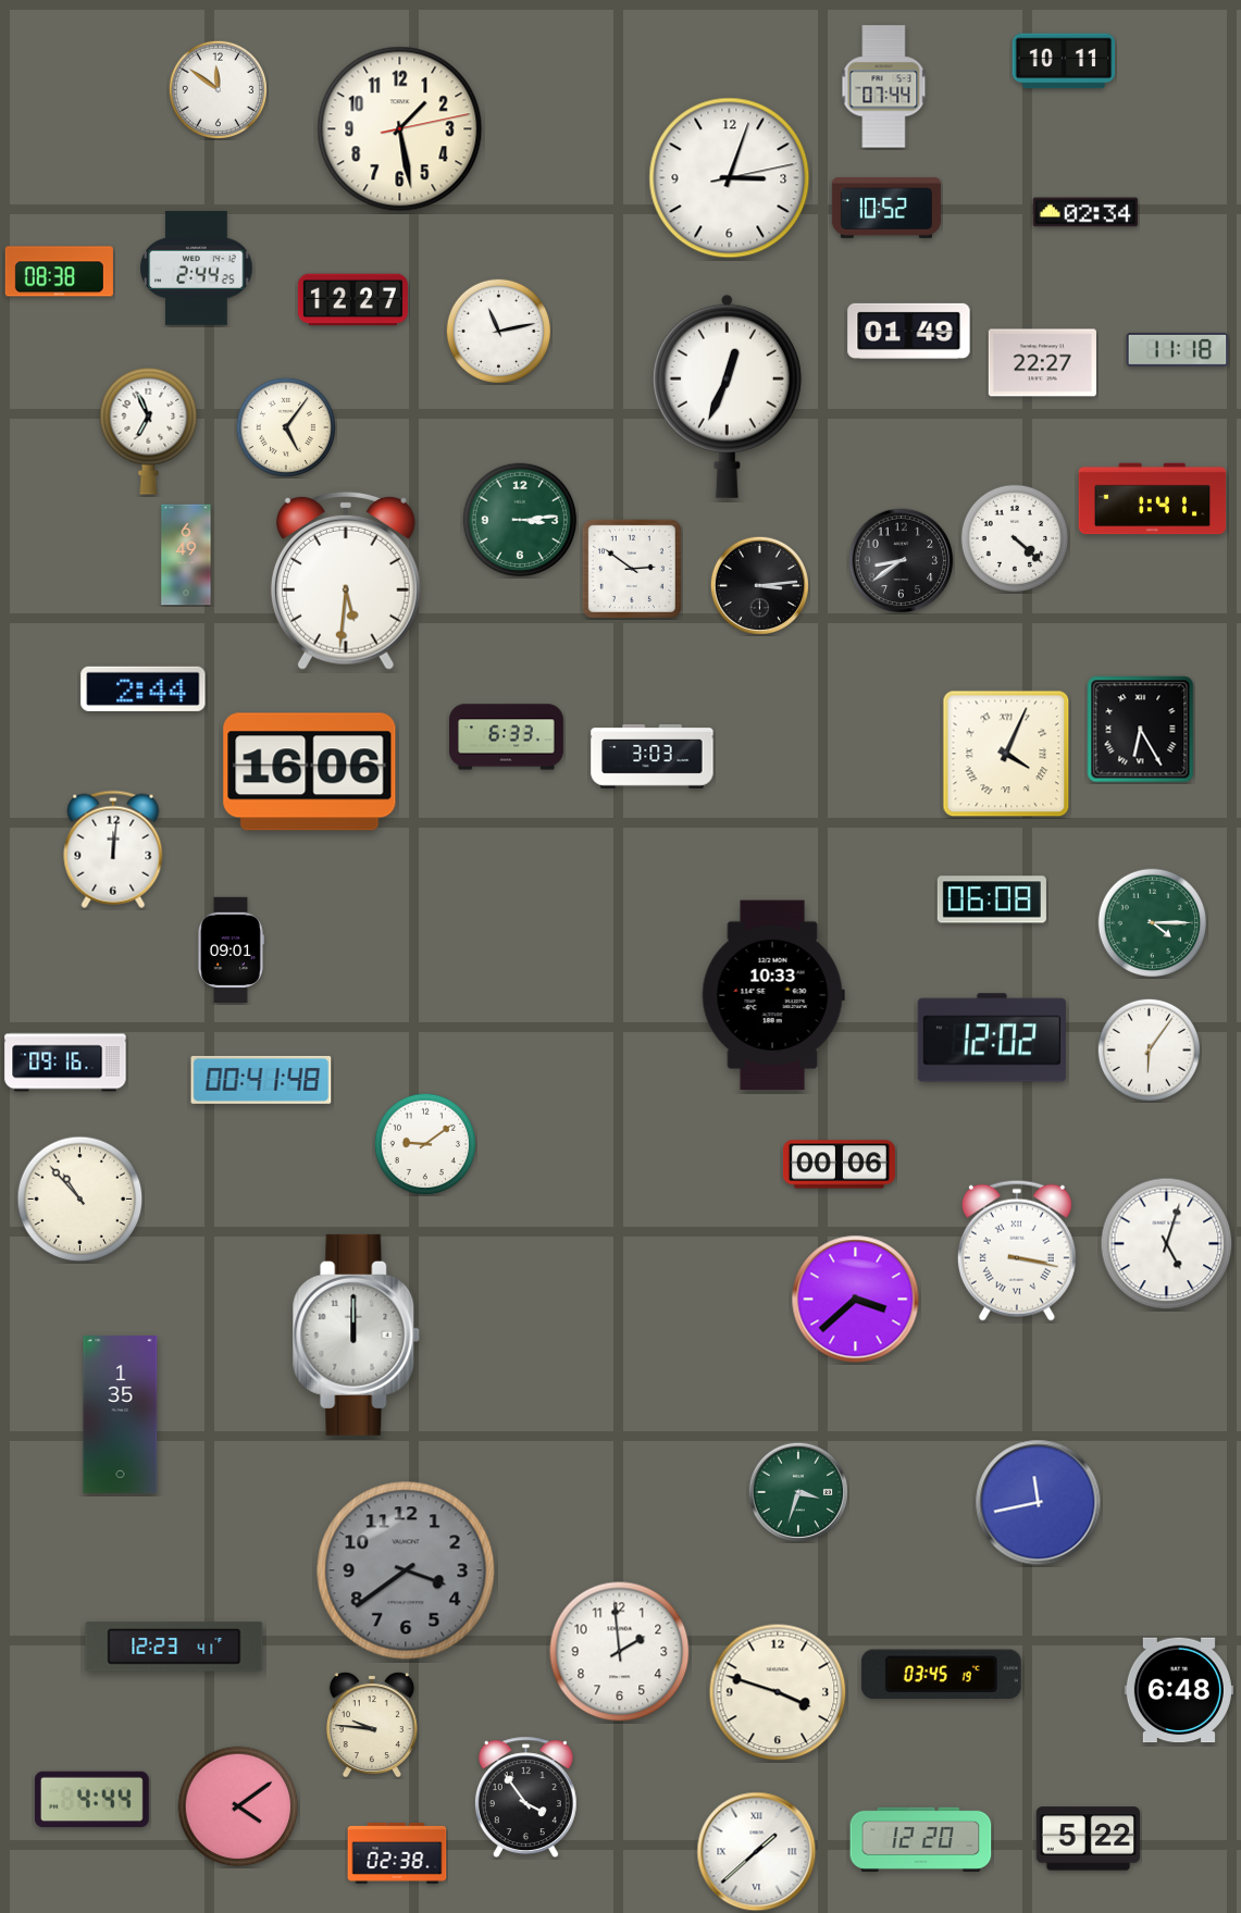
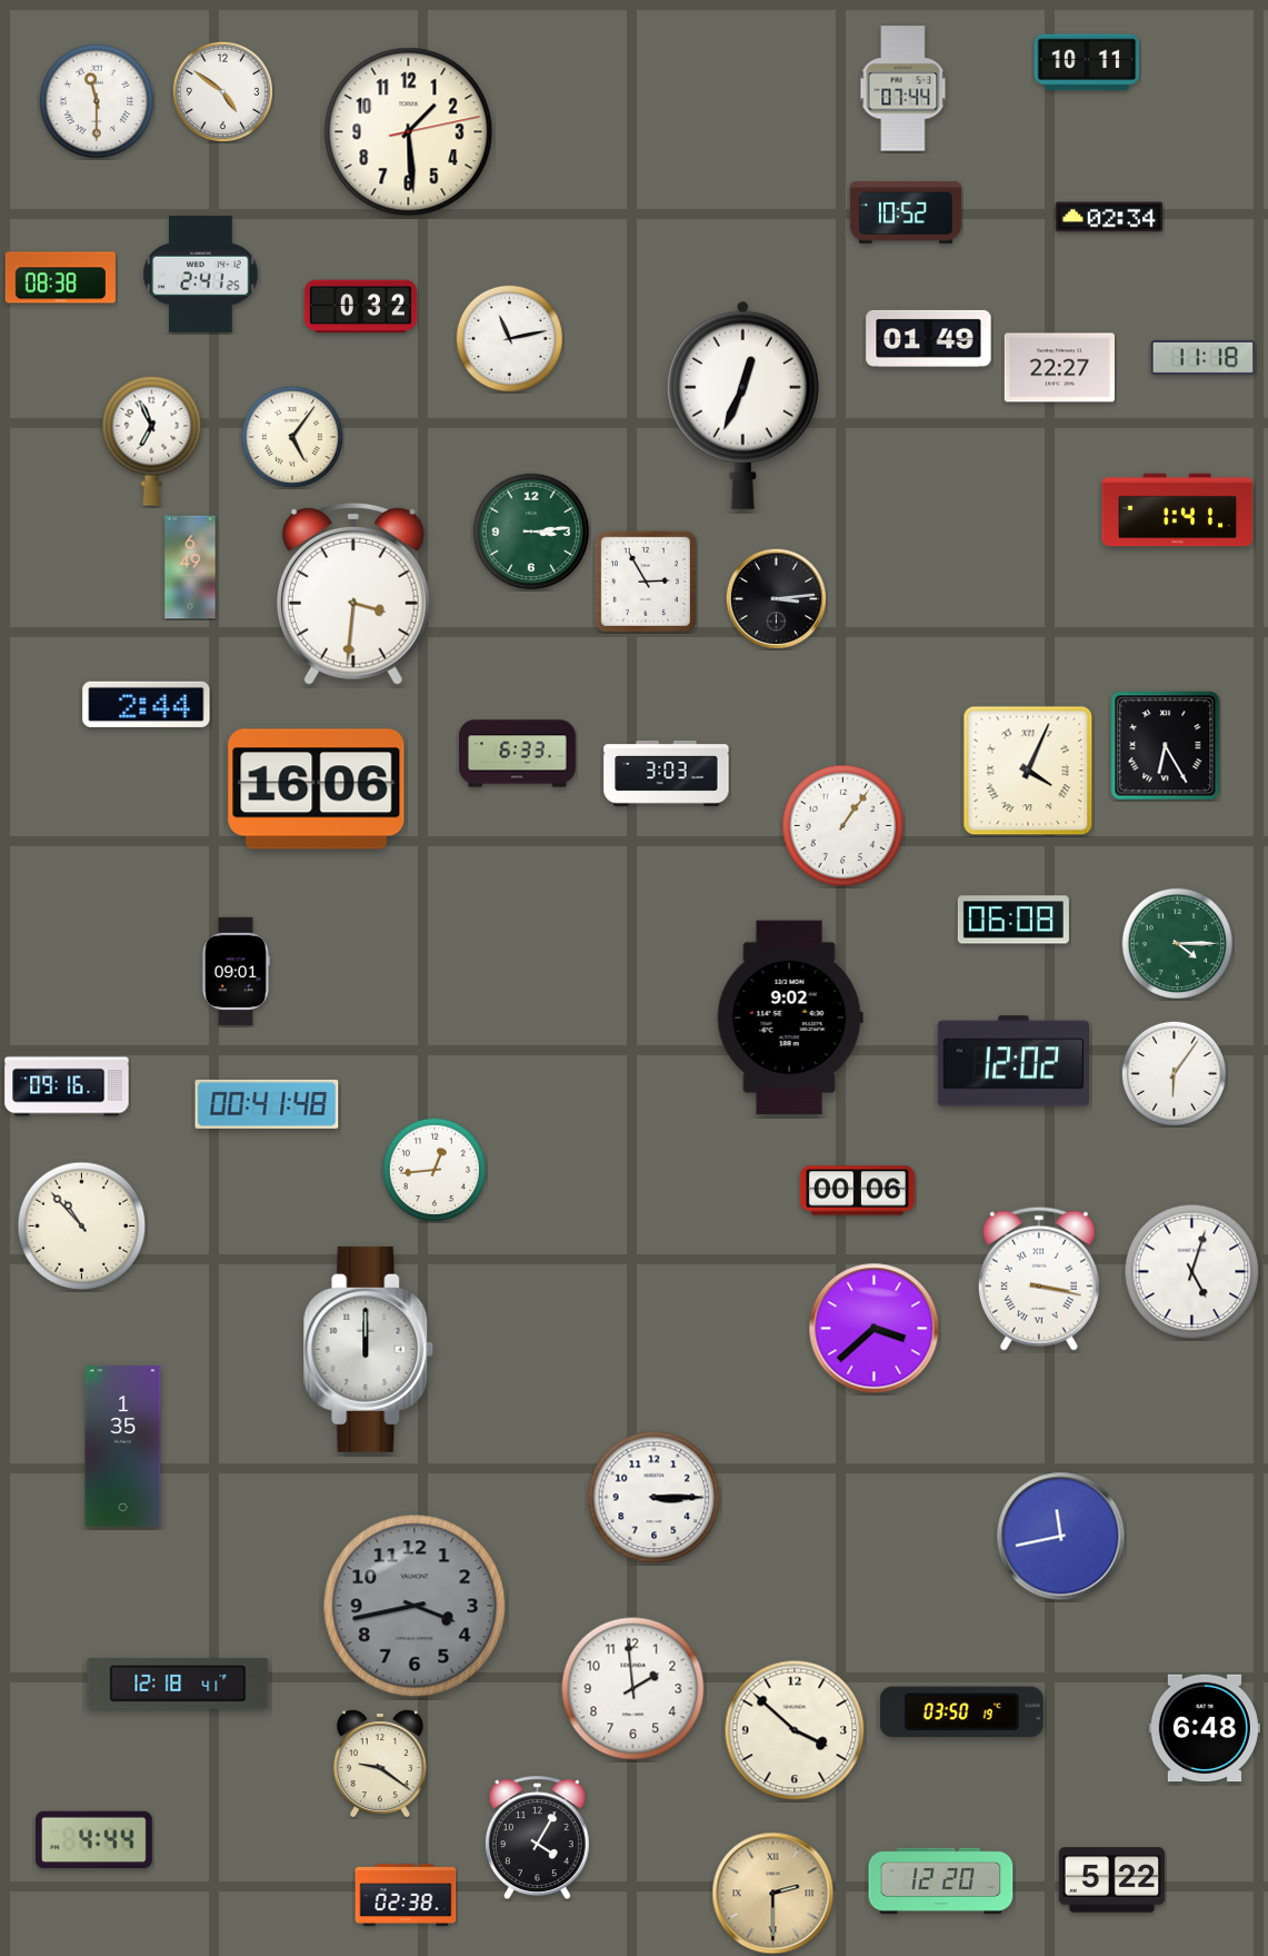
clock at (218, 89): 11:51 -> 4:51
clock at (97, 101): none -> 11:30
clock at (400, 129): 1:28 -> 1:29
clock at (730, 178): 3:03 -> none
clock at (197, 268): 2:44 -> 2:41
clock at (352, 300): 12:27 -> 0:32
clock at (1042, 363) position: (1042, 363) -> (1059, 368)
clock at (1015, 538): 4:22 -> none
clock at (902, 561): 8:39 -> none
clock at (632, 569): 2:51 -> 2:55
clock at (346, 581): 5:31 -> 3:31
clock at (843, 826): none -> 1:06
clock at (113, 849): 12:01 -> none
clock at (773, 995): 10:33 -> 9:02
clock at (424, 1143): 9:09 -> 12:44
clock at (357, 1334) position: (357, 1334) -> (369, 1349)
clock at (655, 1498): none -> 3:15
clock at (797, 1491): 3:33 -> none
clock at (406, 1570): 3:39 -> 3:43
clock at (174, 1647): 12:23 -> 12:18
clock at (941, 1675): 03:45 -> 03:50
clock at (778, 1692): 3:48 -> 3:52
clock at (372, 1725): 9:46 -> 9:21
clock at (525, 1798): 3:54 -> 4:05
clock at (238, 1806): 4:09 -> none
clock at (757, 1852): 1:38 -> 2:30
clock at (757, 1852) dial: white -> champagne
